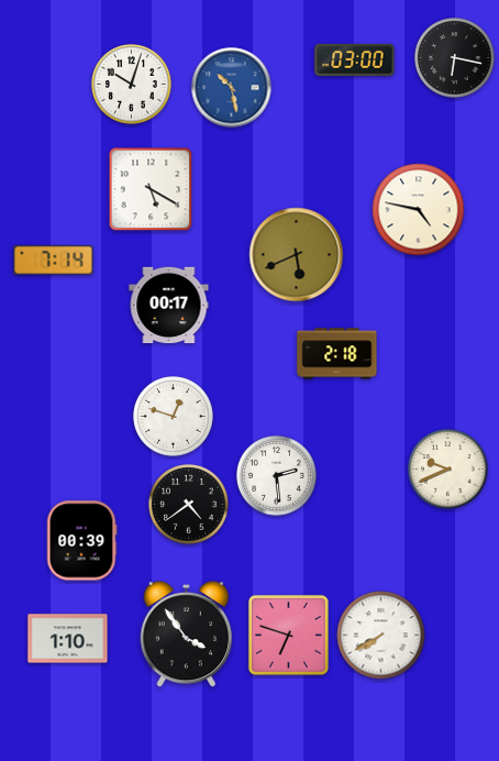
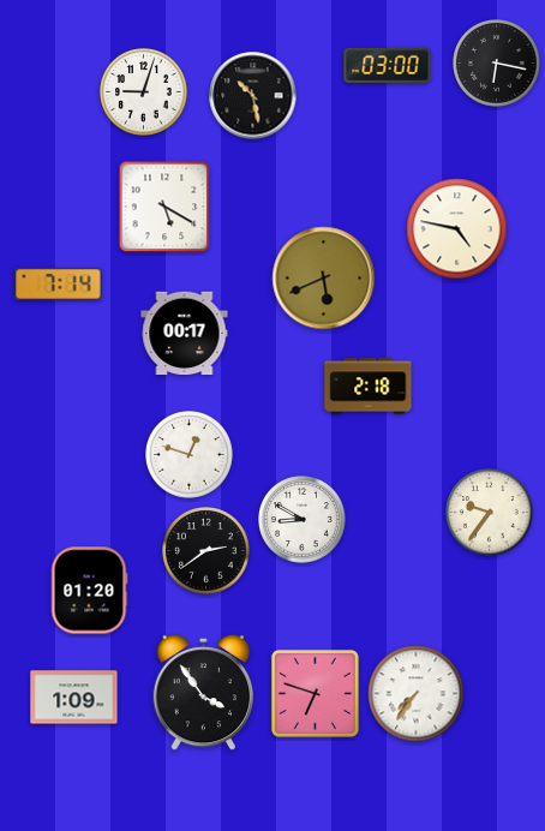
clock at (132, 85): 10:03 -> 9:03
clock at (232, 88) dial: blue -> black
clock at (448, 470): 9:41 -> 9:36
clock at (277, 476): 2:29 -> 8:50
clock at (189, 505): 4:39 -> 2:39
clock at (81, 541): 00:39 -> 01:20
clock at (381, 636): 7:40 -> 7:36
clock at (68, 639): 1:10 -> 1:09
